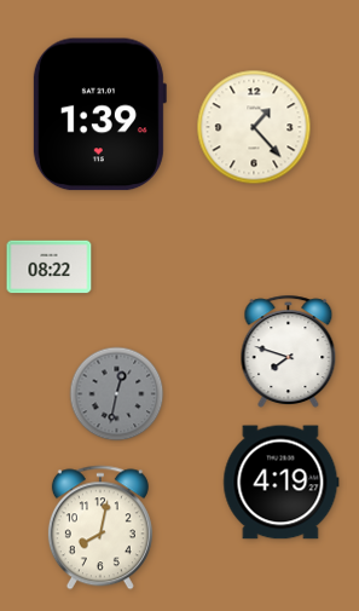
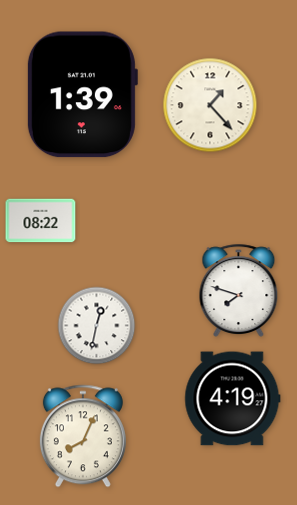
clock at (117, 394) dial: grey -> white
clock at (100, 528): 8:02 -> 8:04
